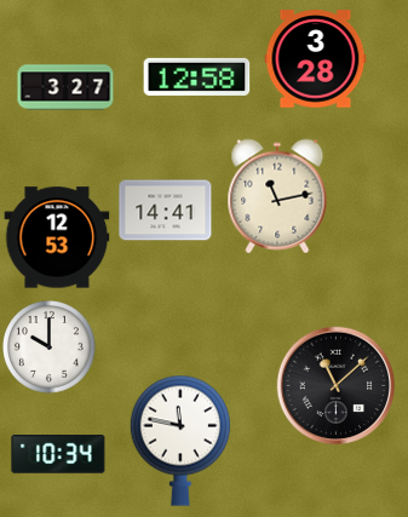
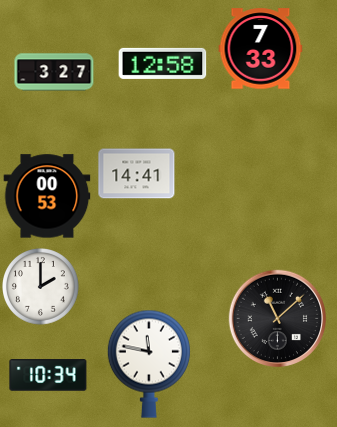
clock at (316, 59): 3:28 -> 7:33
clock at (277, 196): 11:13 -> none
clock at (57, 237): 12:53 -> 00:53
clock at (50, 347): 10:00 -> 2:00
